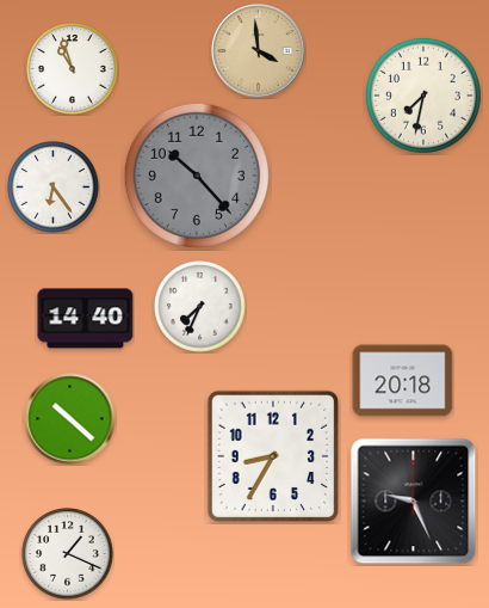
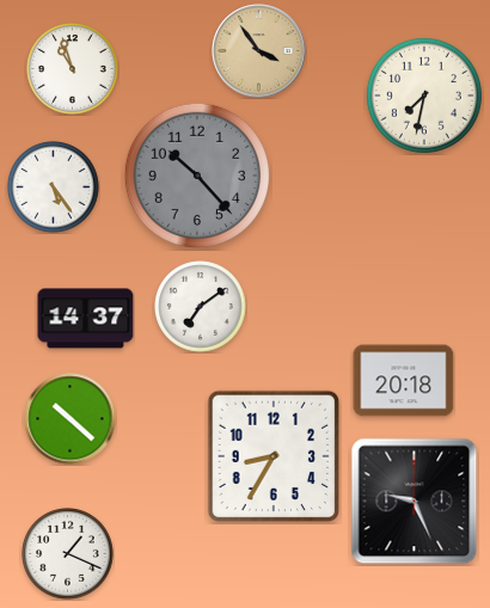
clock at (259, 51): 3:59 -> 3:54
clock at (54, 188): 6:24 -> 5:24
clock at (200, 307): 7:34 -> 7:09
clock at (86, 319): 14:40 -> 14:37
